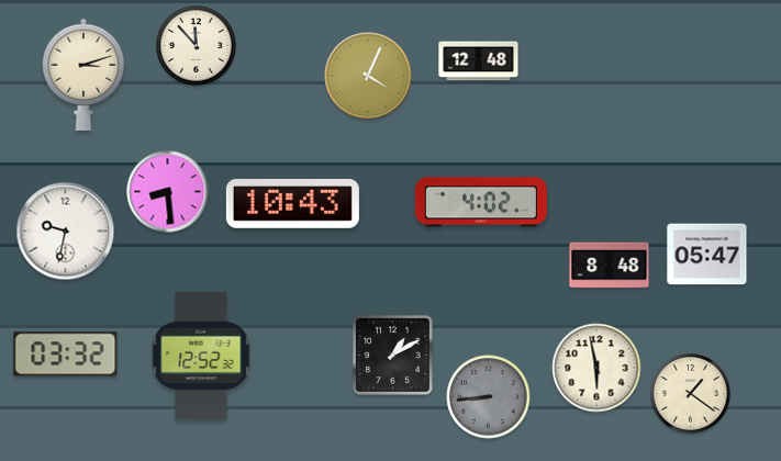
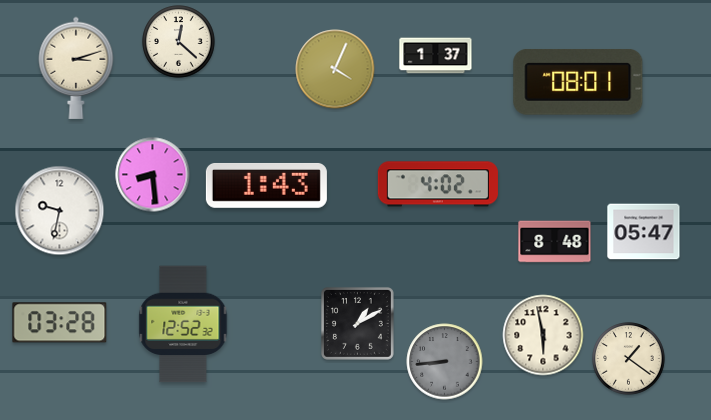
clock at (197, 46): 11:53 -> 12:22
clock at (479, 61): 12:48 -> 1:37
clock at (578, 82): none -> 08:01
clock at (292, 203): 10:43 -> 1:43
clock at (66, 355): 03:32 -> 03:28
